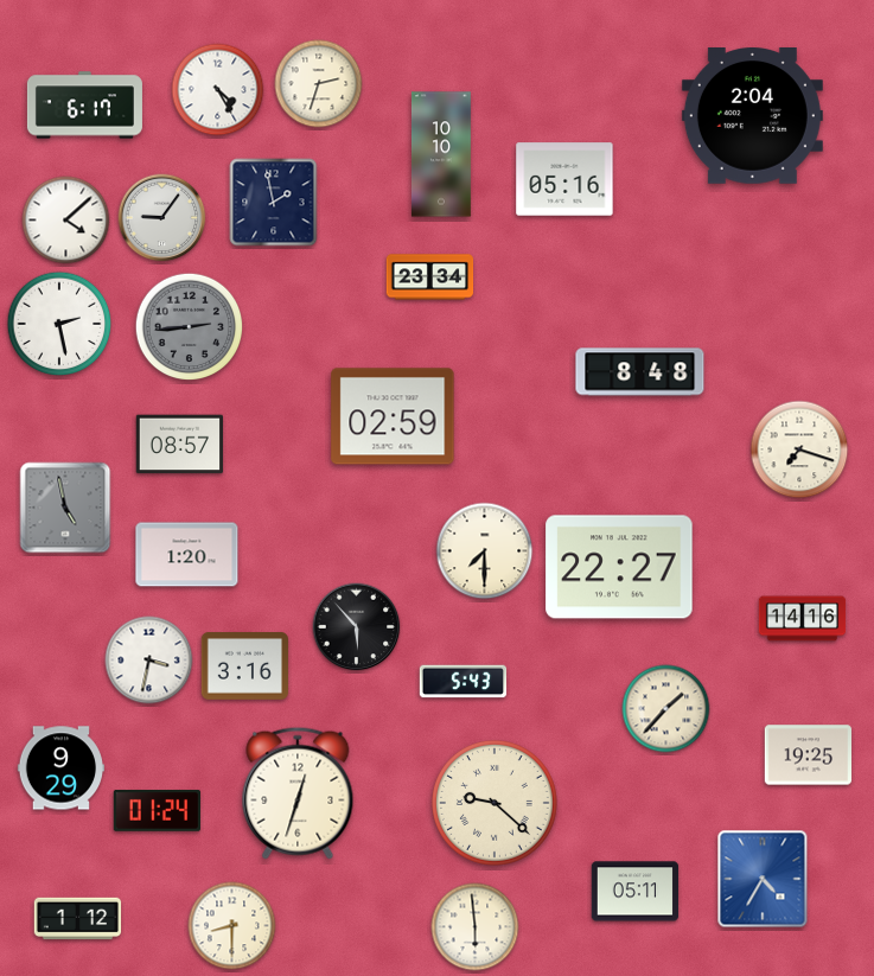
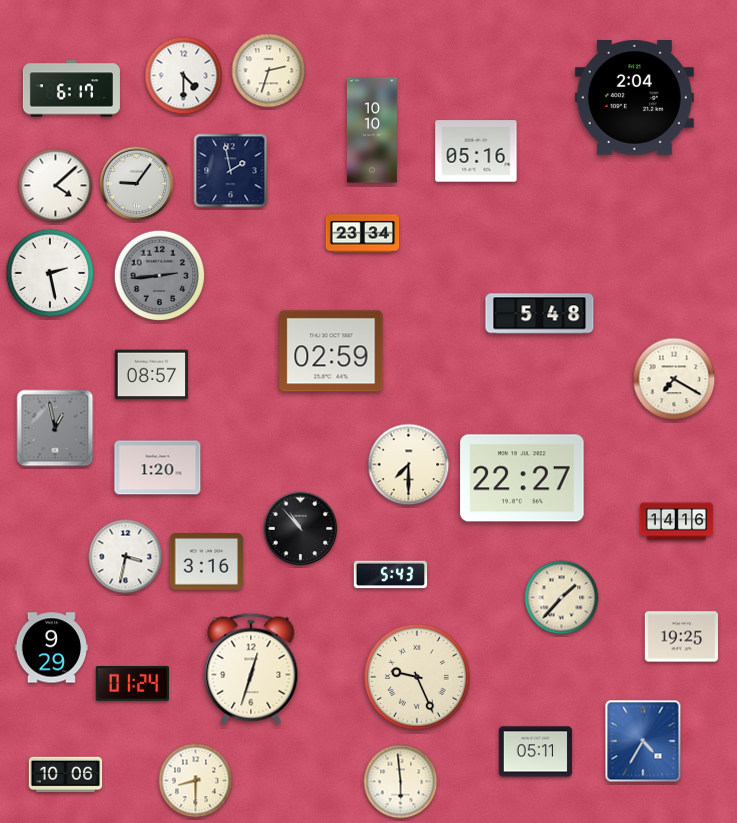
clock at (218, 90): 4:25 -> 4:30
clock at (640, 372): 8:48 -> 5:48
clock at (799, 449): 7:18 -> 7:20
clock at (65, 508): 4:58 -> 12:58
clock at (357, 627): 5:53 -> 10:53
clock at (496, 804): 9:22 -> 9:26
clock at (78, 919): 1:12 -> 10:06
